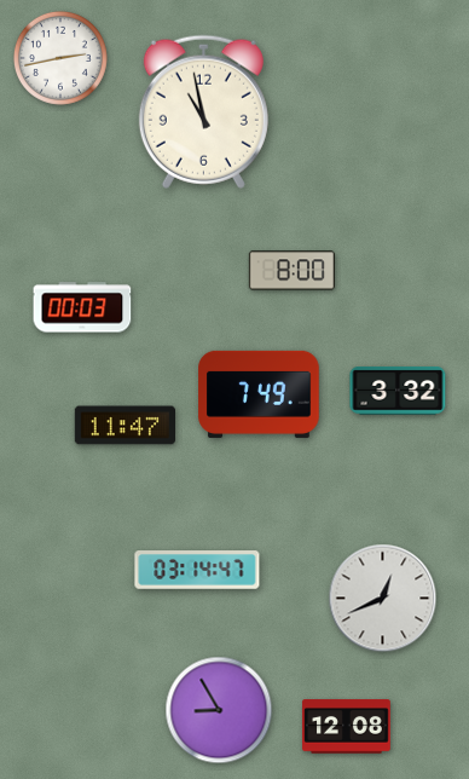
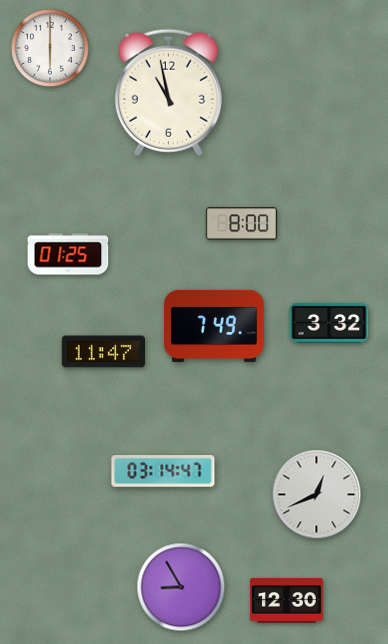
clock at (60, 58): 2:43 -> 6:00
clock at (82, 307): 00:03 -> 01:25
clock at (347, 727): 12:08 -> 12:30
